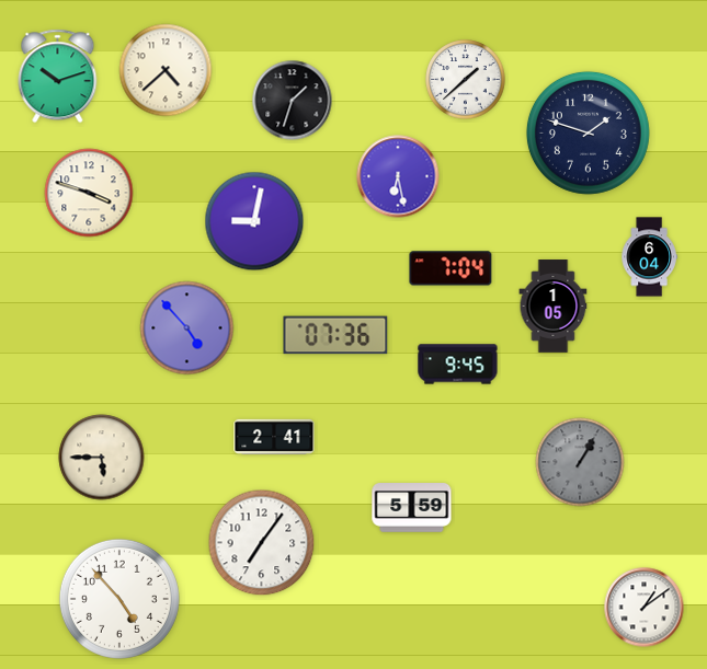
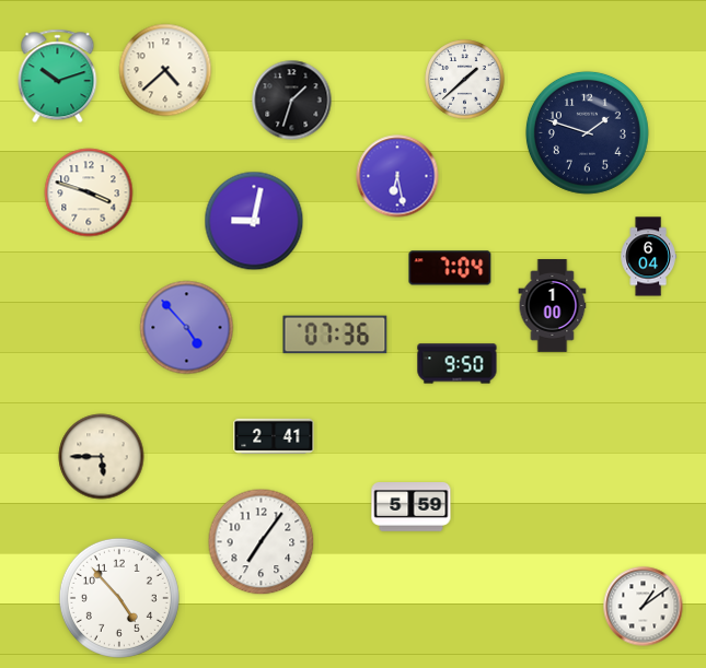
clock at (554, 307): 1:05 -> 1:00
clock at (458, 365): 9:45 -> 9:50
clock at (580, 462): 1:05 -> none
